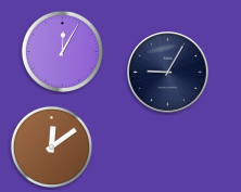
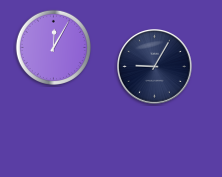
clock at (62, 51) position: (62, 51) -> (53, 47)
clock at (51, 146): 12:09 -> none
